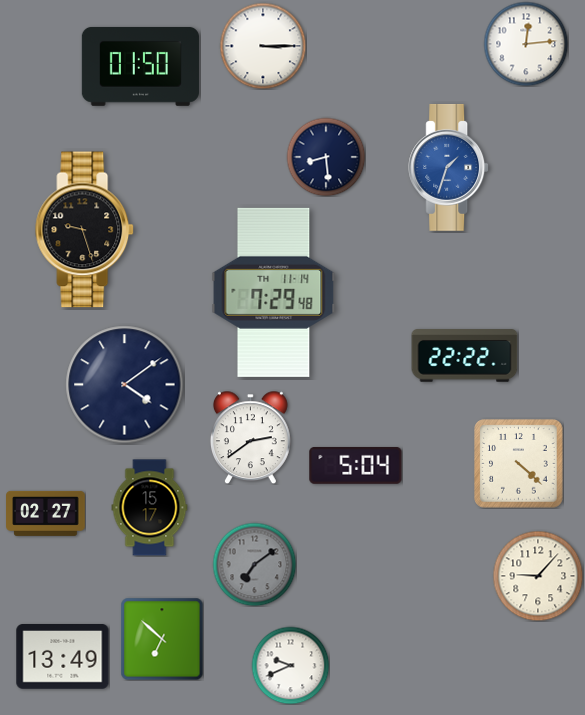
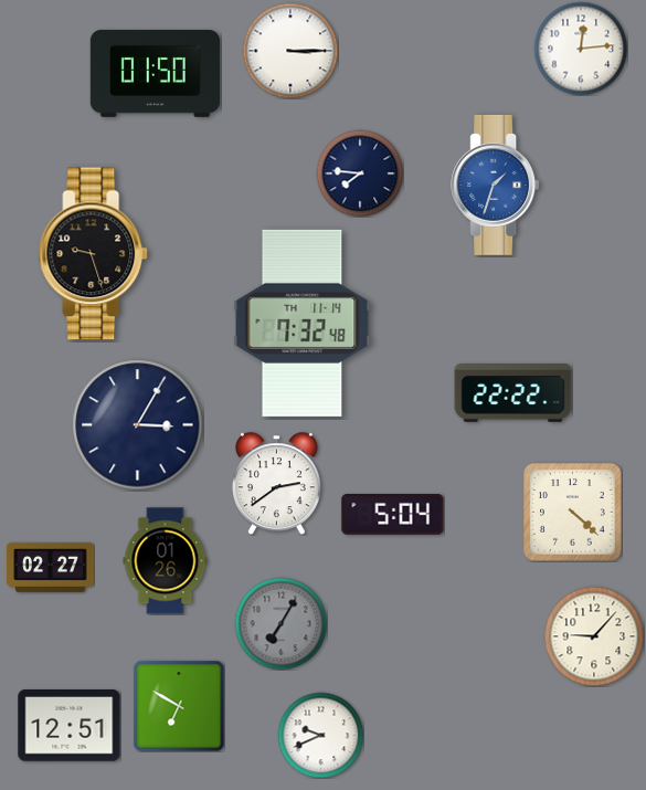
clock at (326, 157): 8:29 -> 7:46
clock at (274, 292): 7:29 -> 7:32
clock at (125, 385): 4:09 -> 3:05
clock at (150, 508): 15:17 -> 01:26
clock at (254, 564): 7:09 -> 7:05
clock at (162, 639): 6:52 -> 6:50
clock at (63, 657): 13:49 -> 12:51
